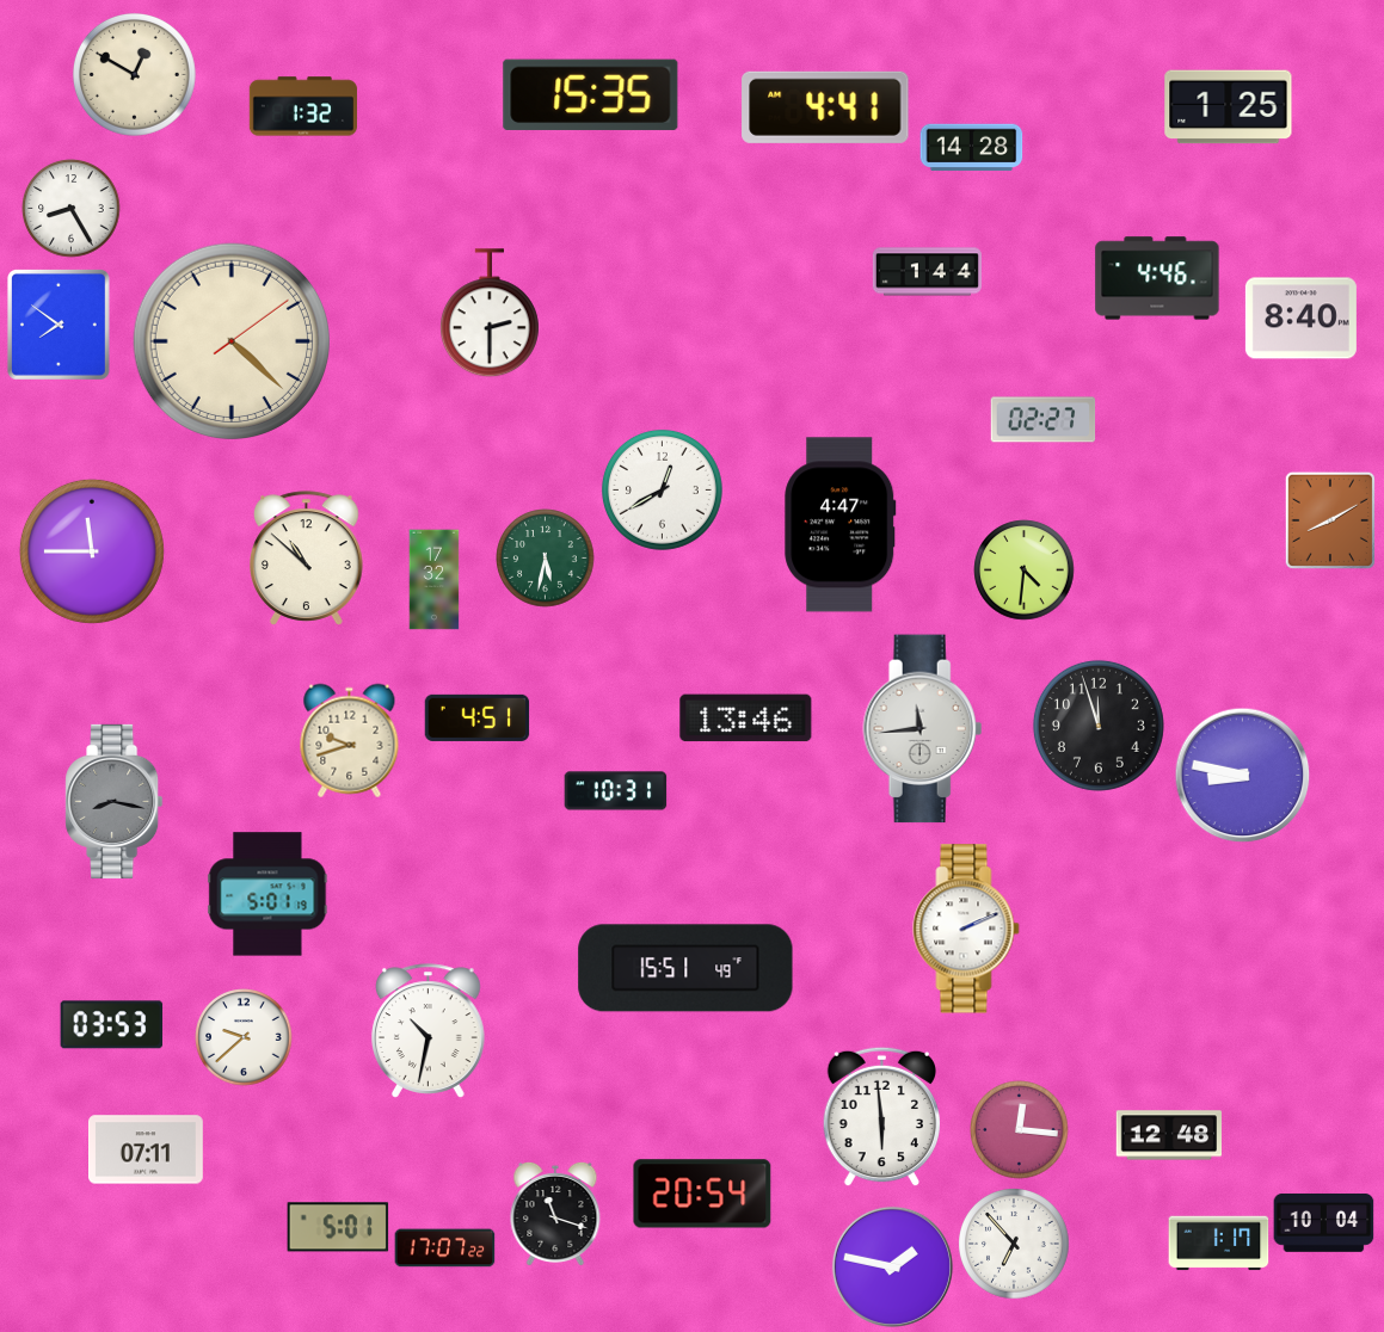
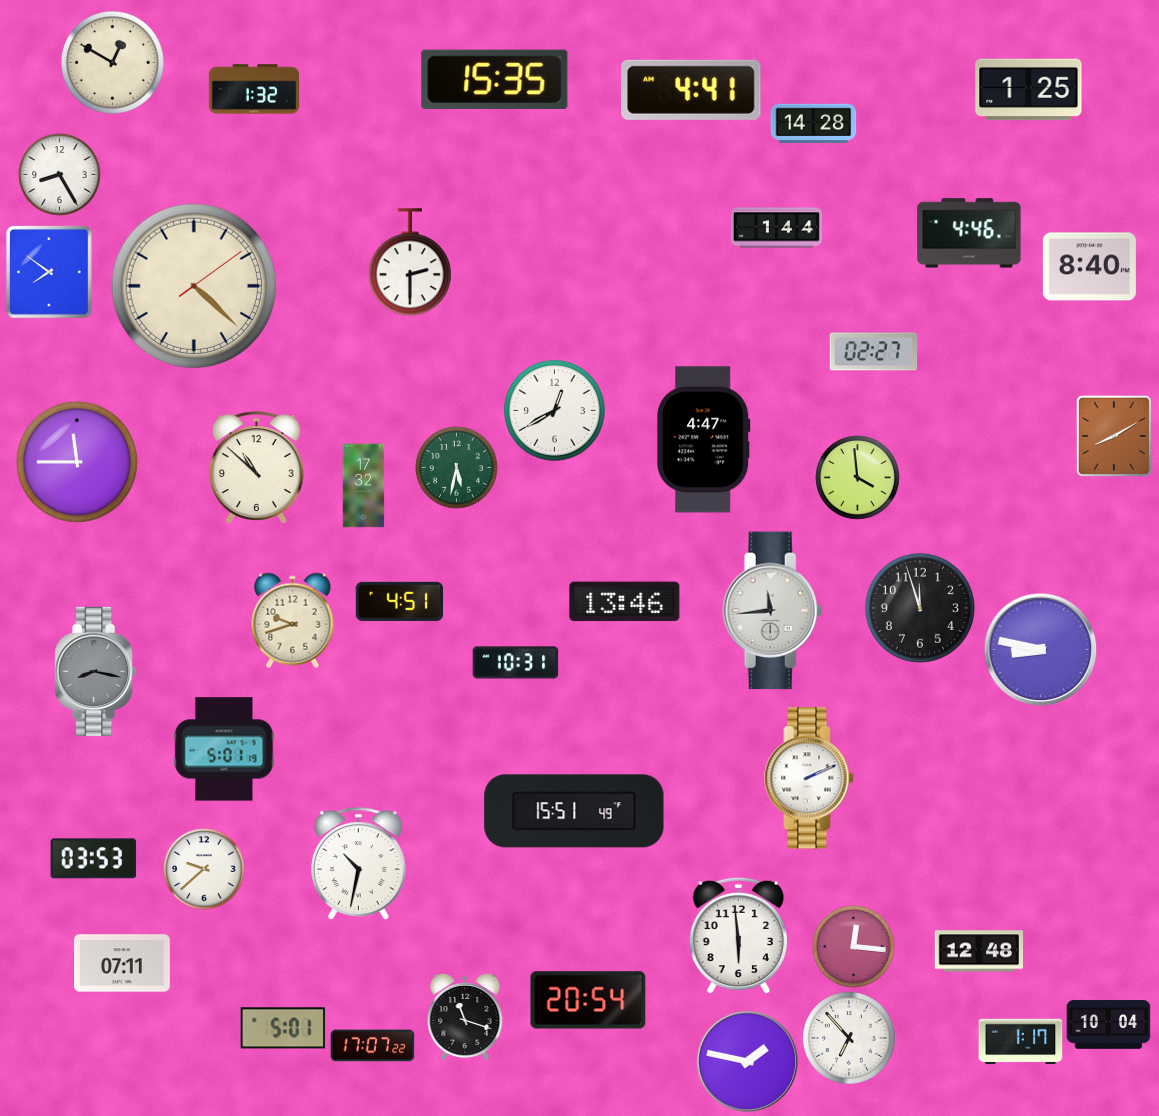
clock at (1025, 571): 4:31 -> 3:59
clock at (1014, 1244) position: (1014, 1244) -> (849, 1038)
